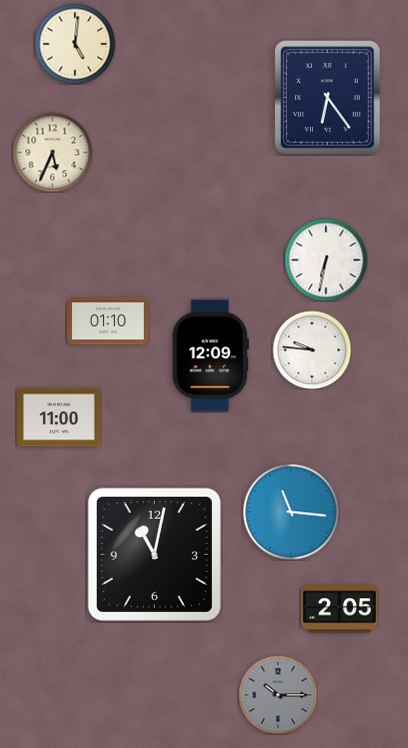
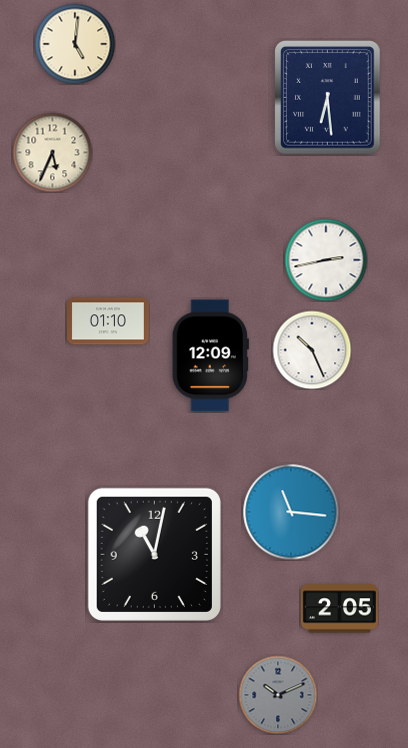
clock at (328, 98): 6:24 -> 6:29
clock at (326, 260): 6:32 -> 2:43
clock at (312, 350): 9:46 -> 10:26
clock at (59, 417): 11:00 -> none
clock at (278, 695): 10:15 -> 10:11
